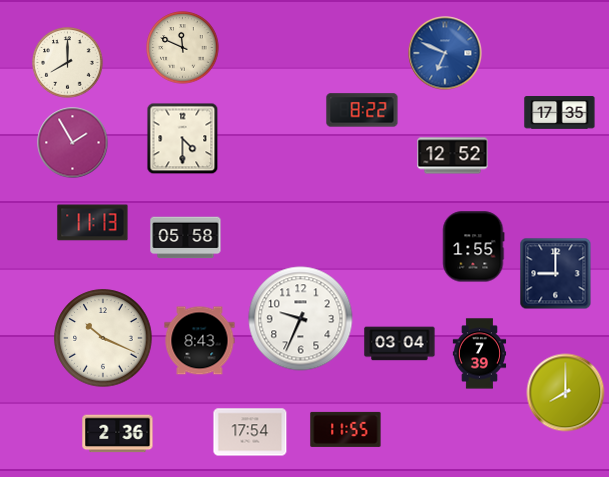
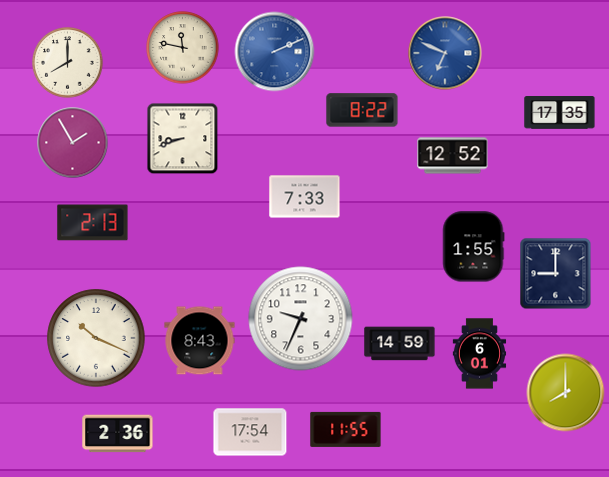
clock at (183, 48): 11:49 -> 11:47
clock at (275, 52): none -> 2:11
clock at (183, 139): 4:30 -> 8:42
clock at (305, 197): none -> 7:33
clock at (93, 223): 11:13 -> 2:13
clock at (186, 238): 05:58 -> none
clock at (103, 338) position: (103, 338) -> (96, 338)
clock at (400, 344): 03:04 -> 14:59
clock at (480, 354): 7:39 -> 6:01
